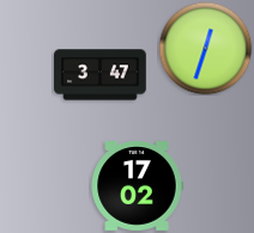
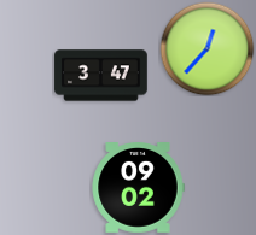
clock at (205, 48): 12:33 -> 12:37
clock at (137, 186): 17:02 -> 09:02
